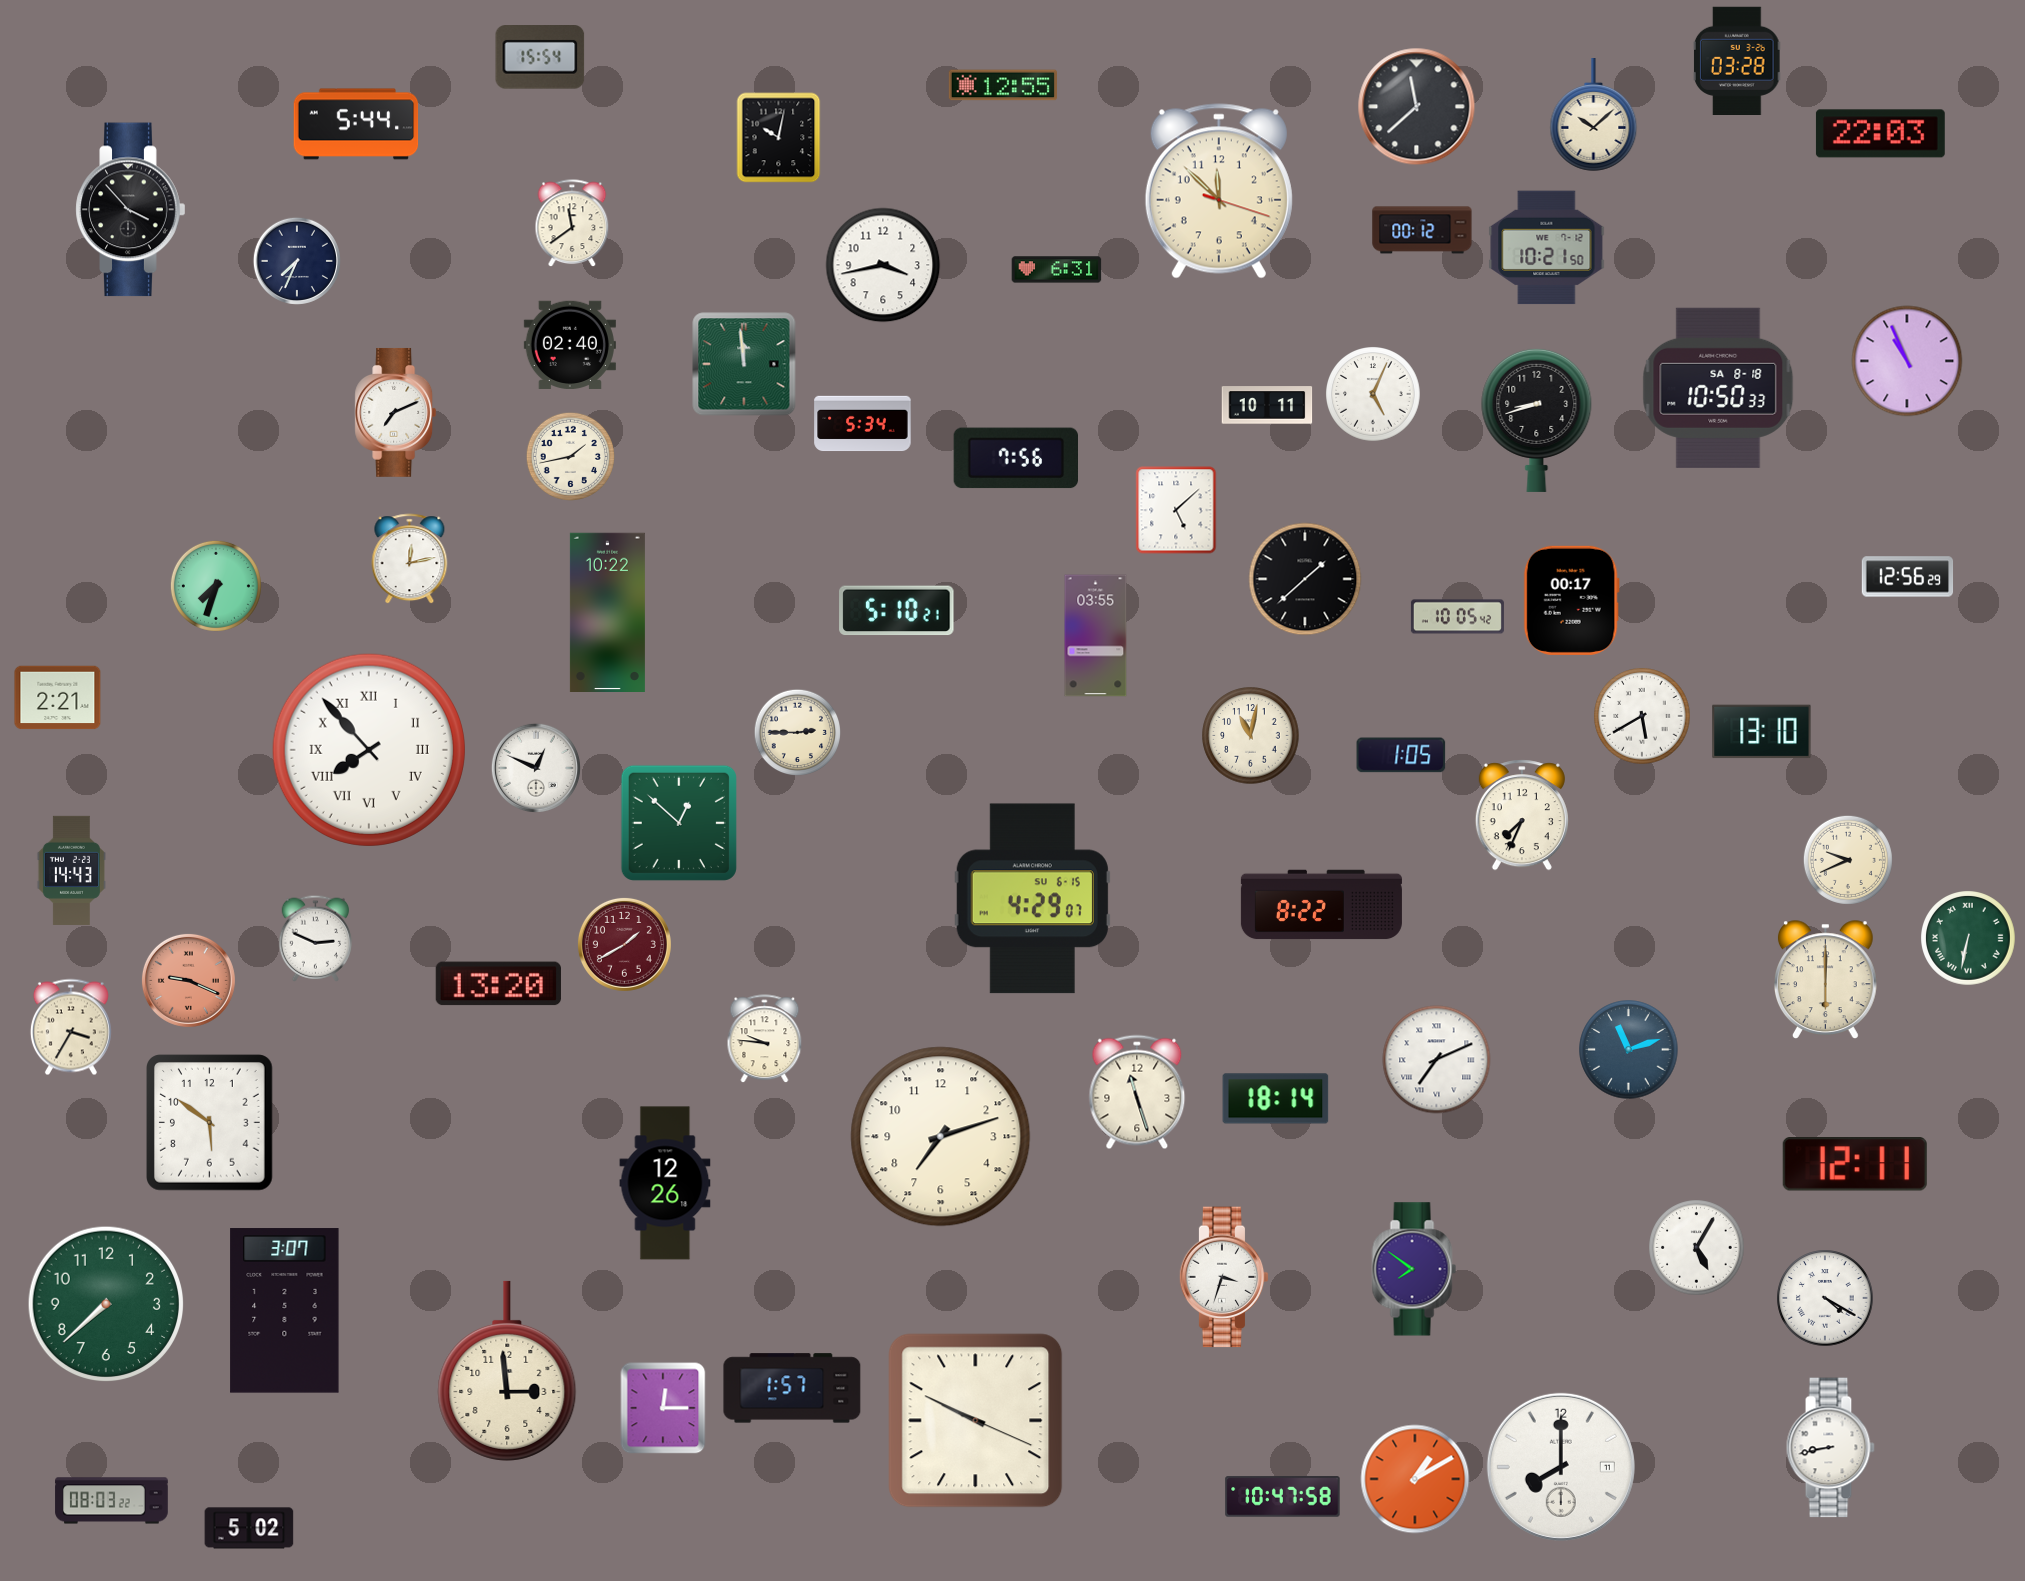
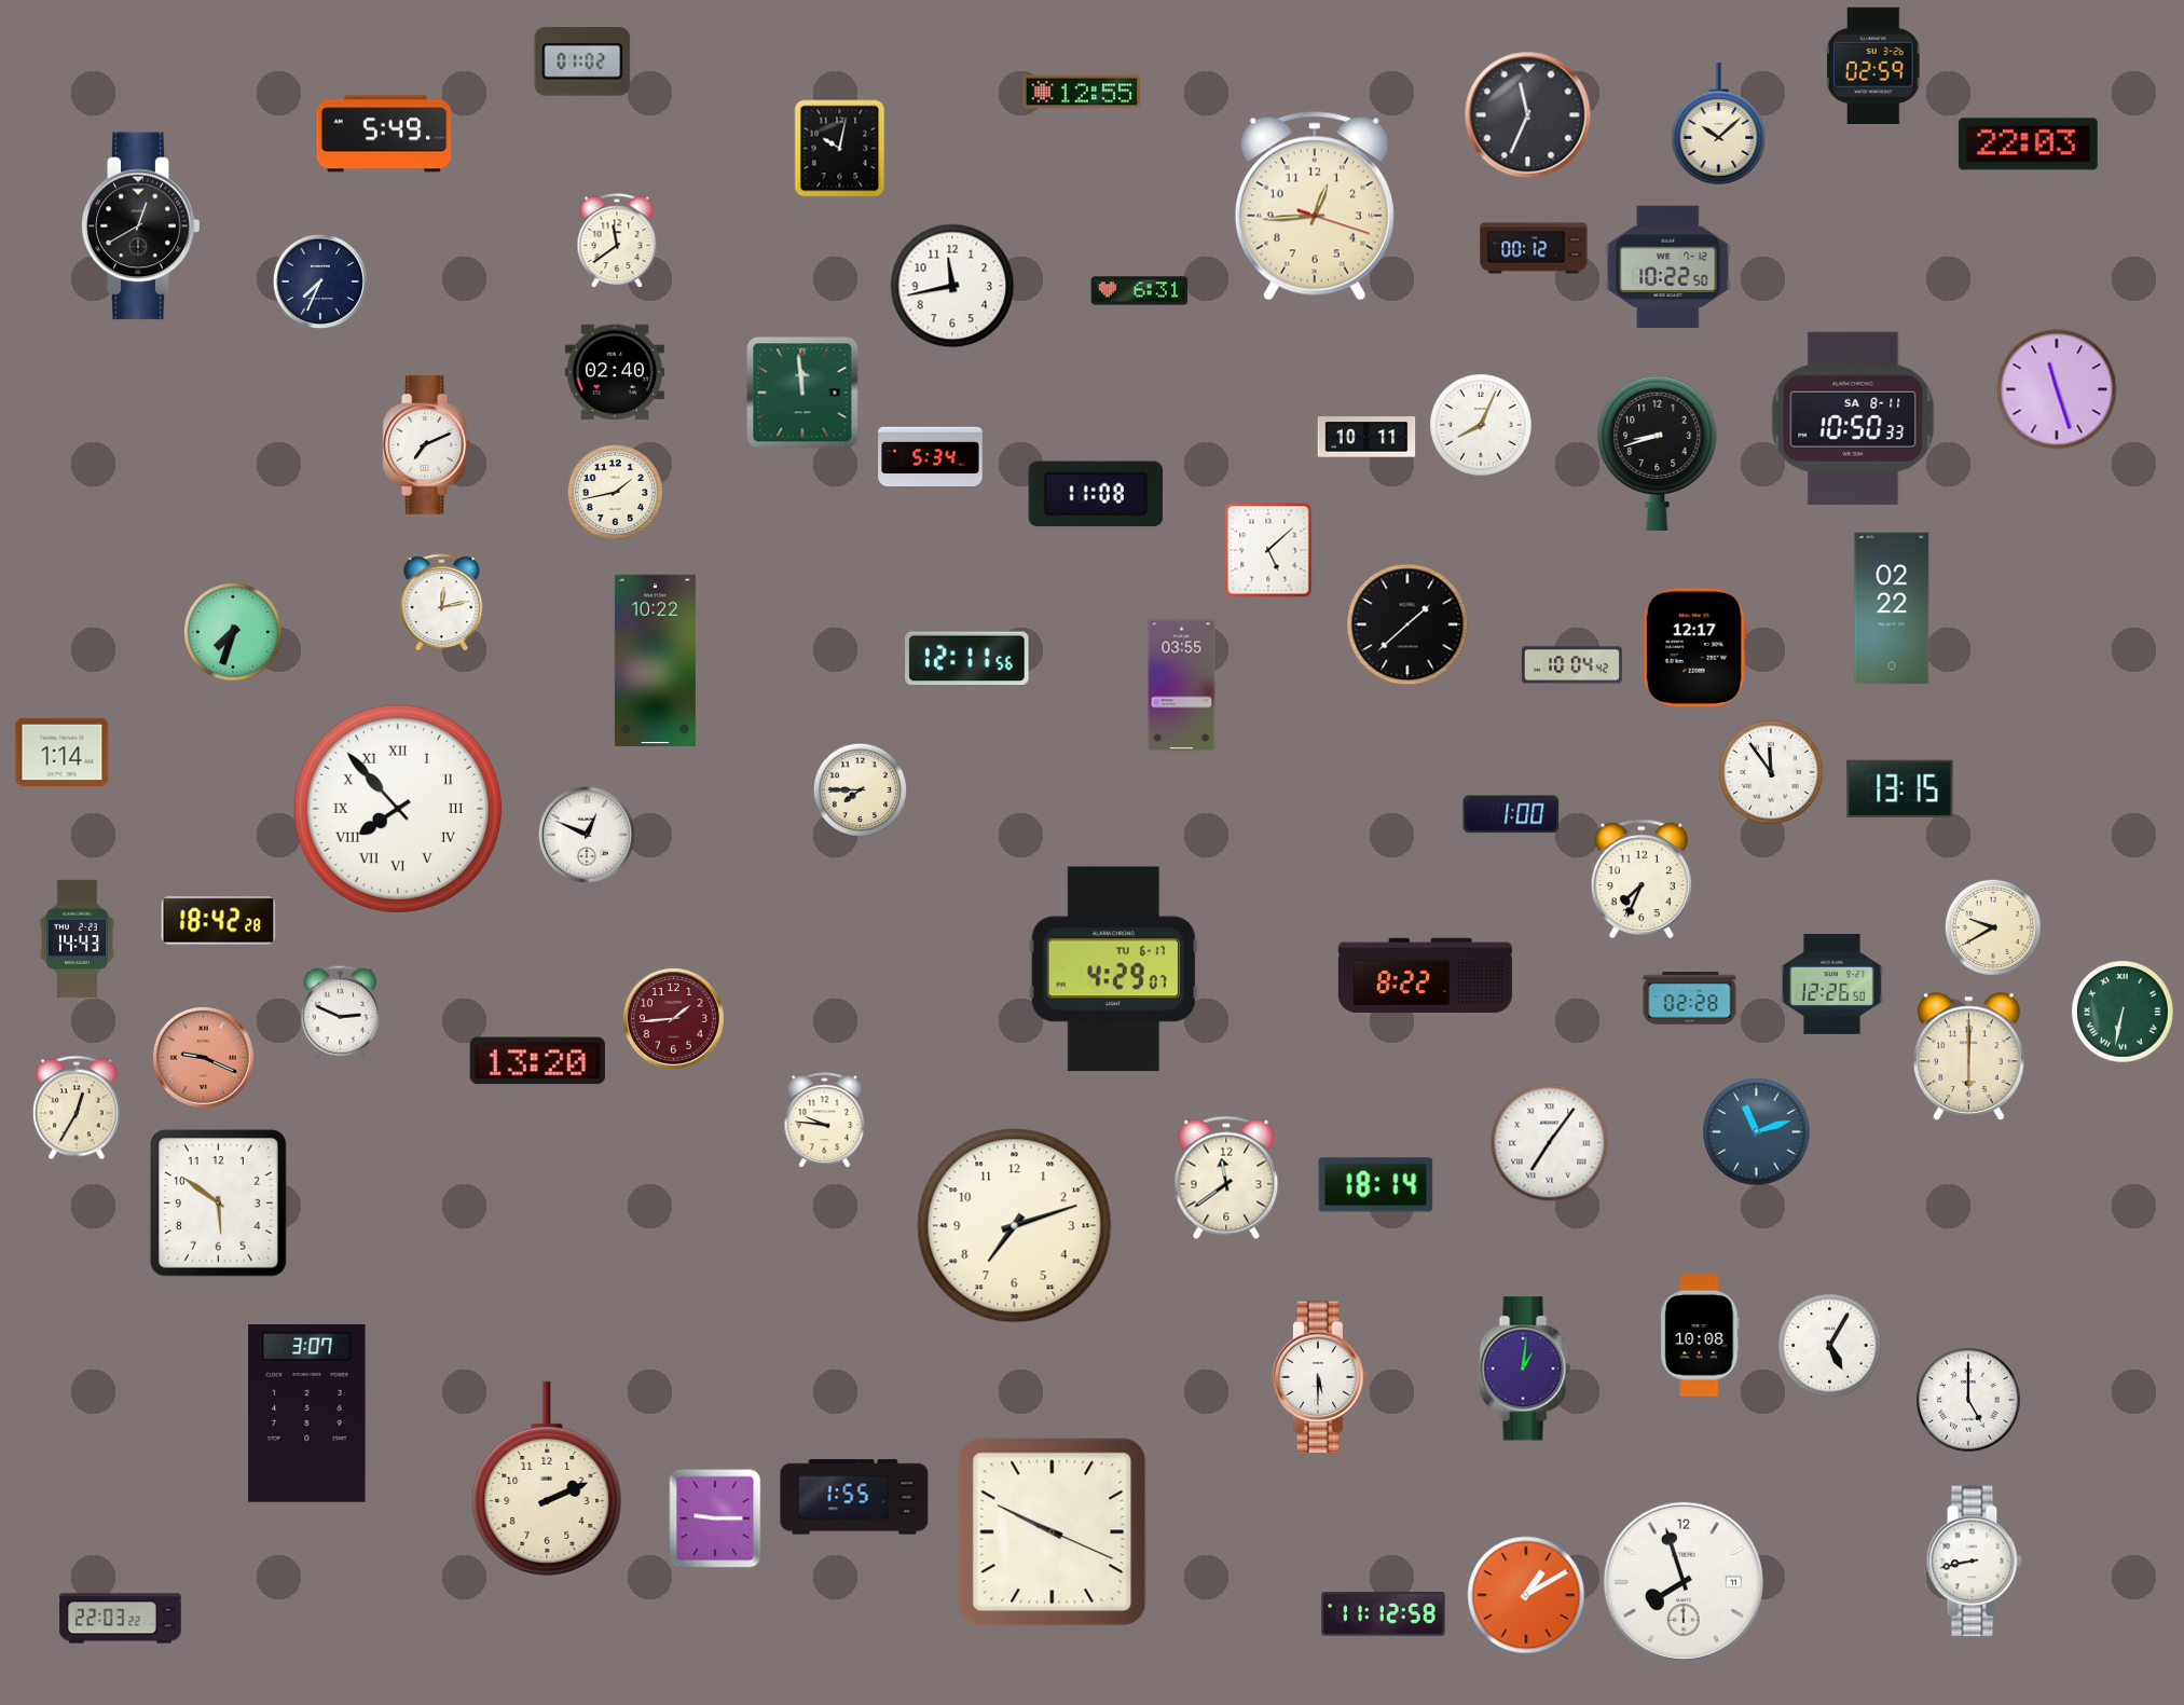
clock at (540, 58): 15:54 -> 01:02
clock at (1737, 60): 03:28 -> 02:59
clock at (1417, 107): 11:38 -> 11:34
clock at (356, 124): 5:44 -> 5:49
clock at (1219, 191): 11:52 -> 12:44
clock at (131, 210): 3:53 -> 12:40
clock at (1547, 248): 10:21 -> 10:22
clock at (883, 265): 3:43 -> 11:43
clock at (1907, 361): 10:56 -> 11:27
clock at (1718, 388) date: SA 8-18 -> SA 8-11
clock at (1374, 395): 5:04 -> 8:04
clock at (1015, 458): 7:56 -> 11:08
clock at (1892, 608): none -> 02:22
clock at (1908, 577): 12:56 -> none
clock at (1571, 600): 00:17 -> 12:17
clock at (897, 611): 5:10 -> 12:11
clock at (1457, 617): 10:05 -> 10:04
clock at (58, 698): 2:21 -> 1:14
clock at (1642, 716): 5:40 -> 11:54
clock at (1762, 732): 13:10 -> 13:15
clock at (798, 733): 2:45 -> 7:45
clock at (1251, 736): 11:02 -> none
clock at (1401, 755): 1:05 -> 1:00
clock at (536, 768) position: (536, 768) -> (587, 835)
clock at (679, 823): 12:52 -> none
clock at (219, 921): none -> 18:42
clock at (1848, 860): 9:41 -> 9:40
clock at (1032, 899) date: SU 6-15 -> TU 6-17
clock at (1831, 984): none -> 12:26
clock at (1690, 999): none -> 02:28
clock at (624, 944): 1:40 -> 1:44
clock at (71, 1027): 3:35 -> 12:35
clock at (1437, 1060): 7:11 -> 7:06
clock at (1137, 1092): 11:27 -> 11:39
clock at (210, 1123) position: (210, 1123) -> (219, 1204)
clock at (1855, 1164): 12:11 -> none
clock at (665, 1183): 12:26 -> none
clock at (1700, 1335): none -> 10:08
clock at (1414, 1269): 7:51 -> 1:01
clock at (1224, 1277): 3:33 -> 5:30
clock at (1825, 1298): 4:20 -> 5:00
clock at (106, 1304): 7:38 -> none
clock at (507, 1371): 2:59 -> 2:11
clock at (792, 1388): 1:57 -> 1:55
clock at (663, 1408): 12:15 -> 9:15
clock at (1561, 1467): 8:00 -> 7:57
clock at (1283, 1497): 10:47 -> 11:12
clock at (112, 1501): 08:03 -> 22:03
clock at (249, 1528): 5:02 -> none
